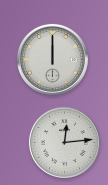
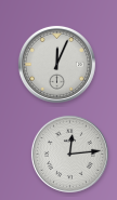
clock at (52, 59): 12:00 -> 12:04
